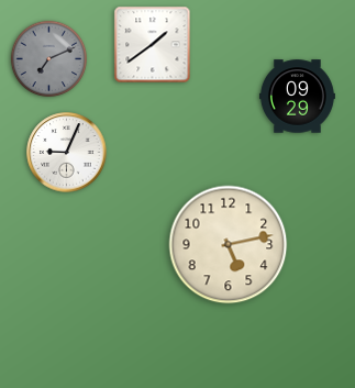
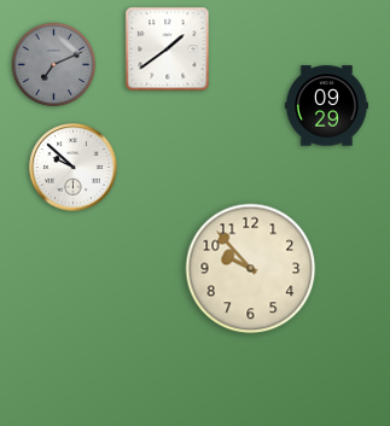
clock at (67, 153): 9:04 -> 9:52
clock at (229, 245): 5:13 -> 9:53
